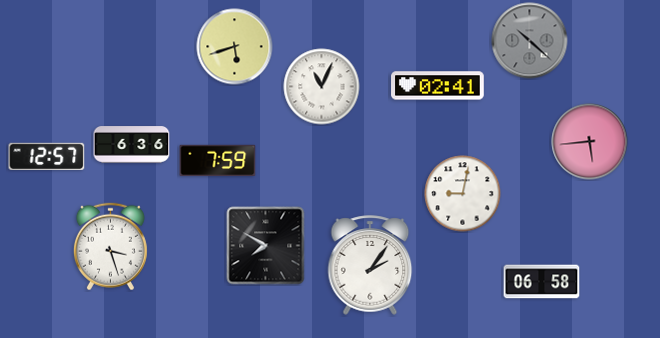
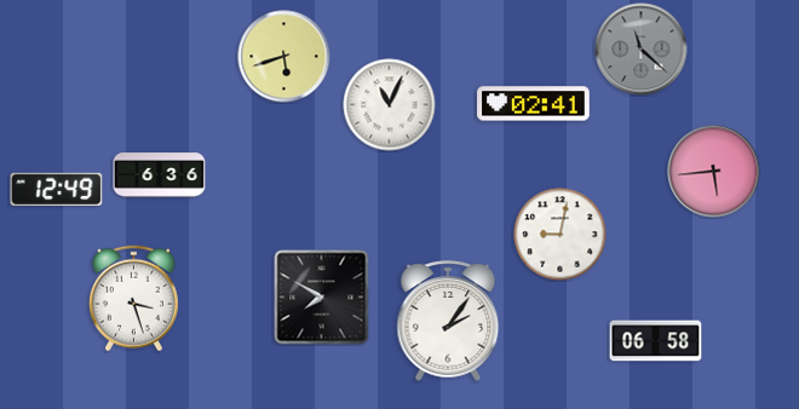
clock at (530, 41): 10:22 -> 11:22
clock at (438, 86) position: (438, 86) -> (534, 104)
clock at (47, 156): 12:57 -> 12:49
clock at (218, 160): 7:59 -> none
